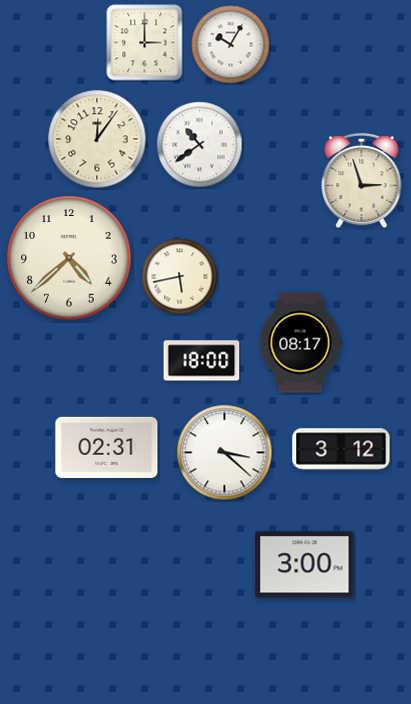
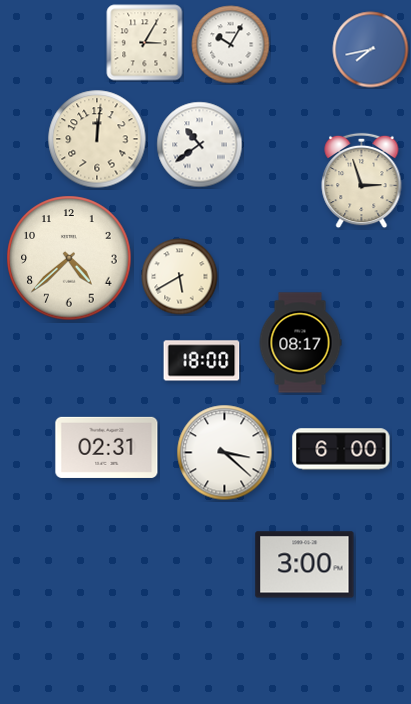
clock at (145, 43): 3:00 -> 3:05
clock at (371, 50): none -> 7:43
clock at (97, 139): 12:06 -> 12:01
clock at (180, 277): 5:43 -> 5:40
clock at (341, 449): 3:12 -> 6:00
